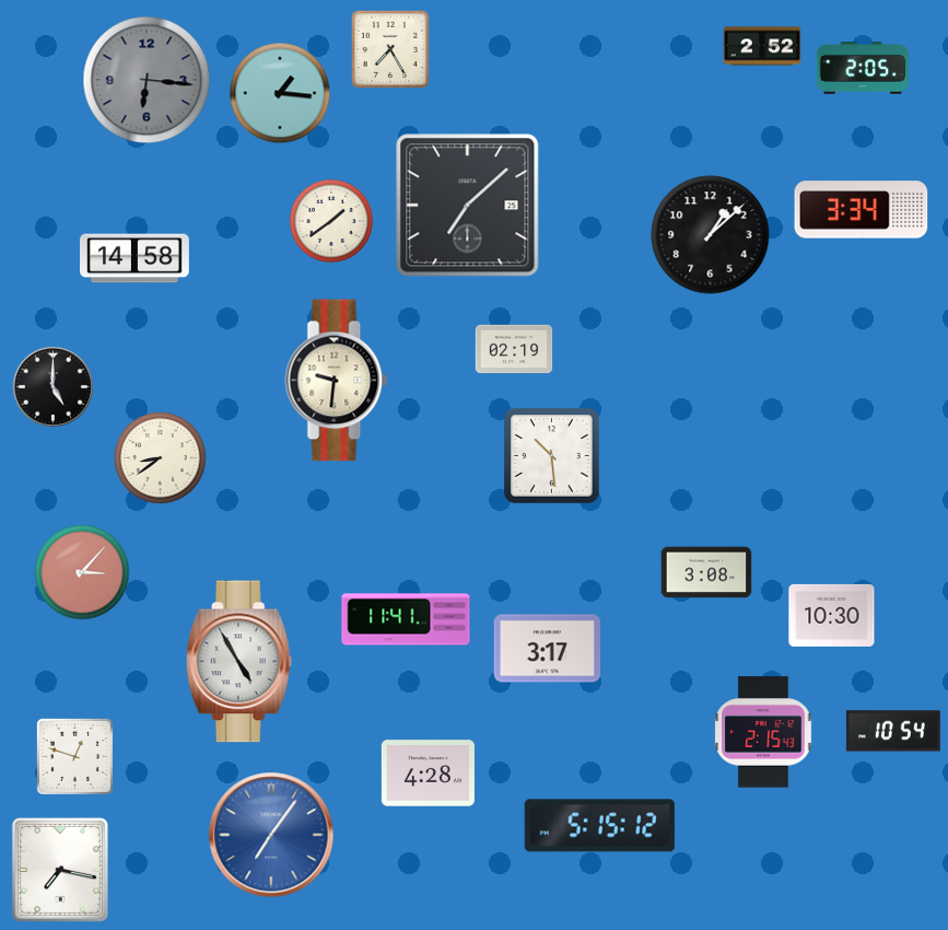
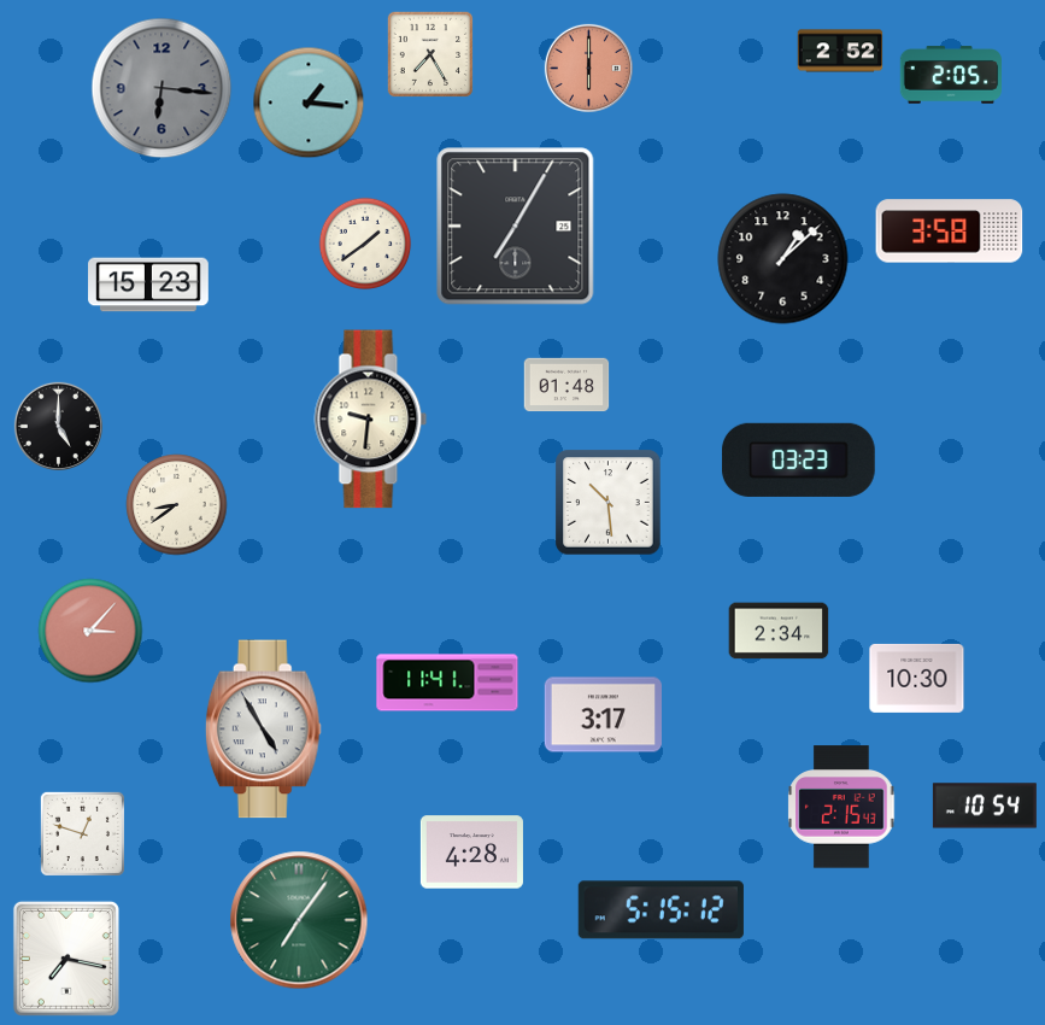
clock at (588, 68): none -> 6:00
clock at (468, 206): 7:08 -> 7:05
clock at (862, 210): 3:34 -> 3:58
clock at (136, 258): 14:58 -> 15:23
clock at (514, 349): 02:19 -> 01:48
clock at (799, 459): none -> 03:23
clock at (706, 572): 3:08 -> 2:34
clock at (271, 835) dial: blue -> green
